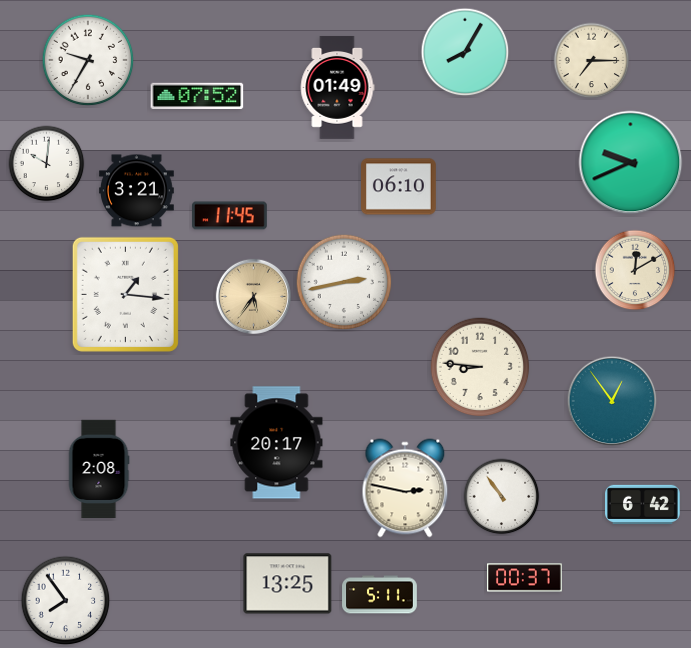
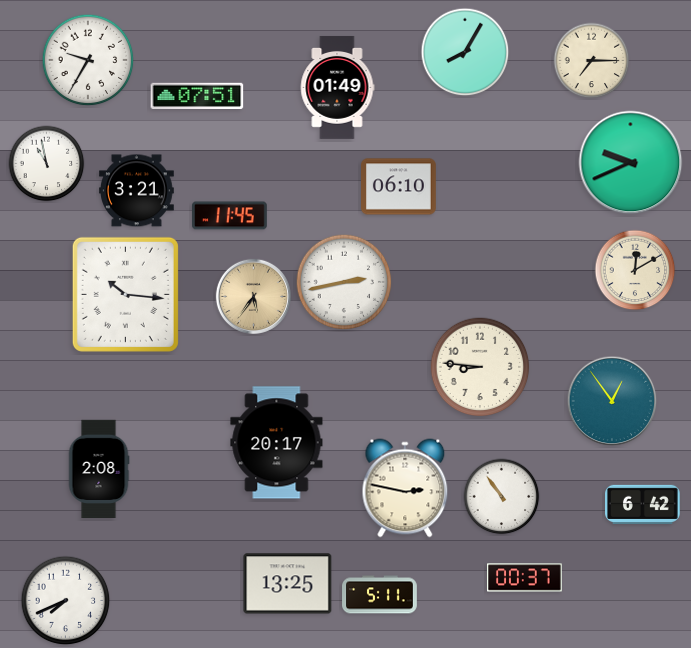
clock at (197, 95): 07:52 -> 07:51
clock at (47, 164): 10:01 -> 10:58
clock at (125, 294): 1:16 -> 10:16
clock at (66, 601): 7:54 -> 7:41
